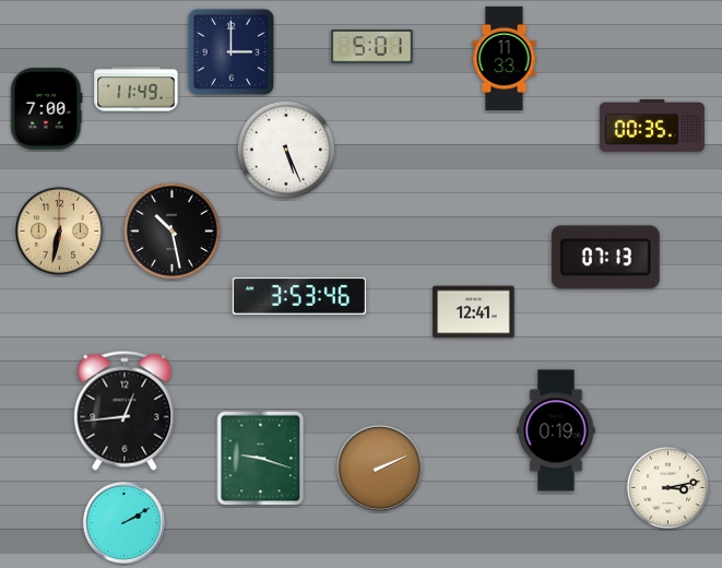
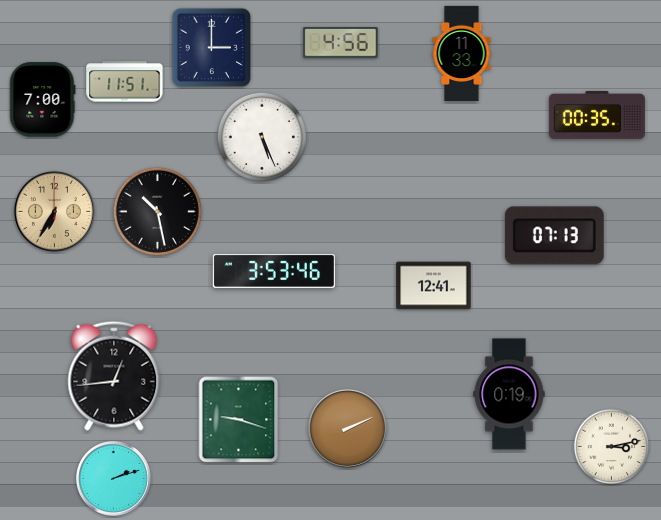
clock at (372, 47): 5:01 -> 4:56
clock at (137, 90): 11:49 -> 11:51
clock at (59, 230): 6:32 -> 6:35
clock at (123, 522): 2:10 -> 2:12
